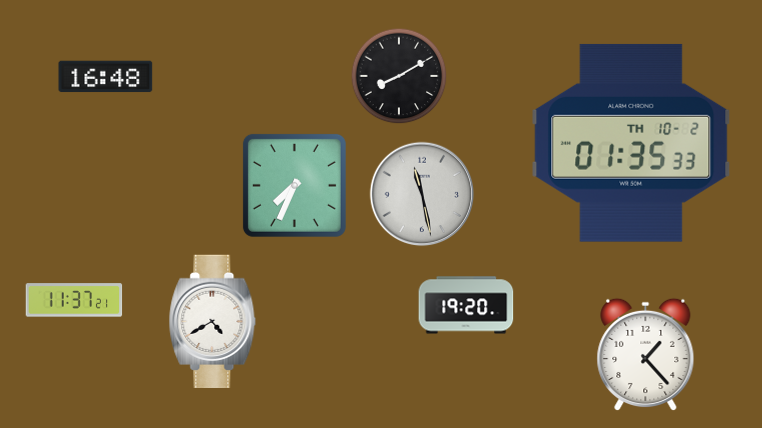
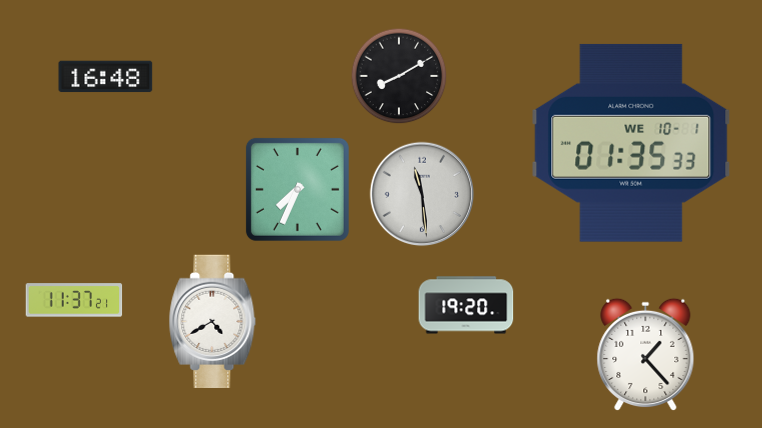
clock at (631, 143) date: TH 10-2 -> WE 10-1
clock at (294, 185) position: (294, 185) -> (297, 189)
clock at (422, 194): 11:28 -> 11:29
